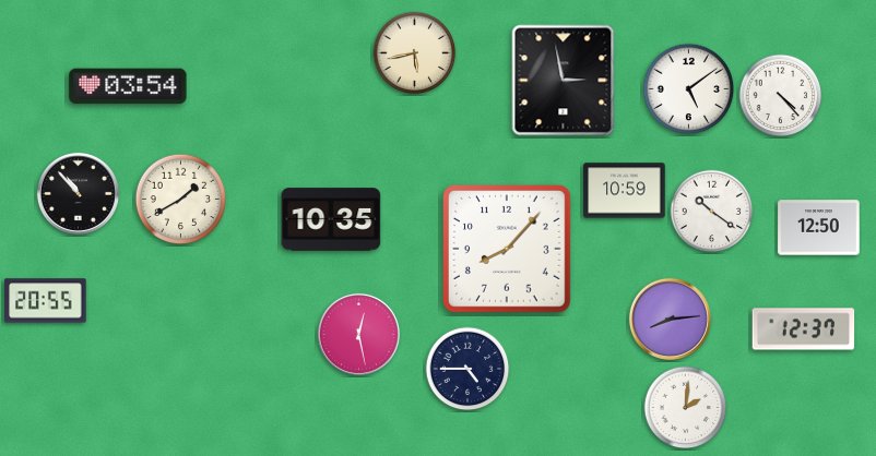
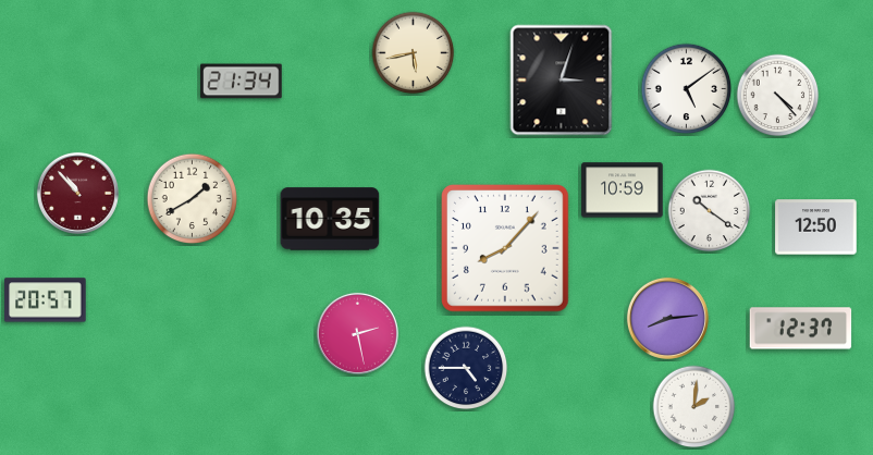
clock at (564, 81): 2:58 -> 3:03
clock at (242, 82): none -> 21:34
clock at (128, 86): 03:54 -> none
clock at (78, 193) dial: black -> burgundy
clock at (181, 200) position: (181, 200) -> (193, 199)
clock at (46, 301): 20:55 -> 20:57
clock at (358, 334): 12:28 -> 2:28
clock at (686, 408) position: (686, 408) -> (694, 407)
